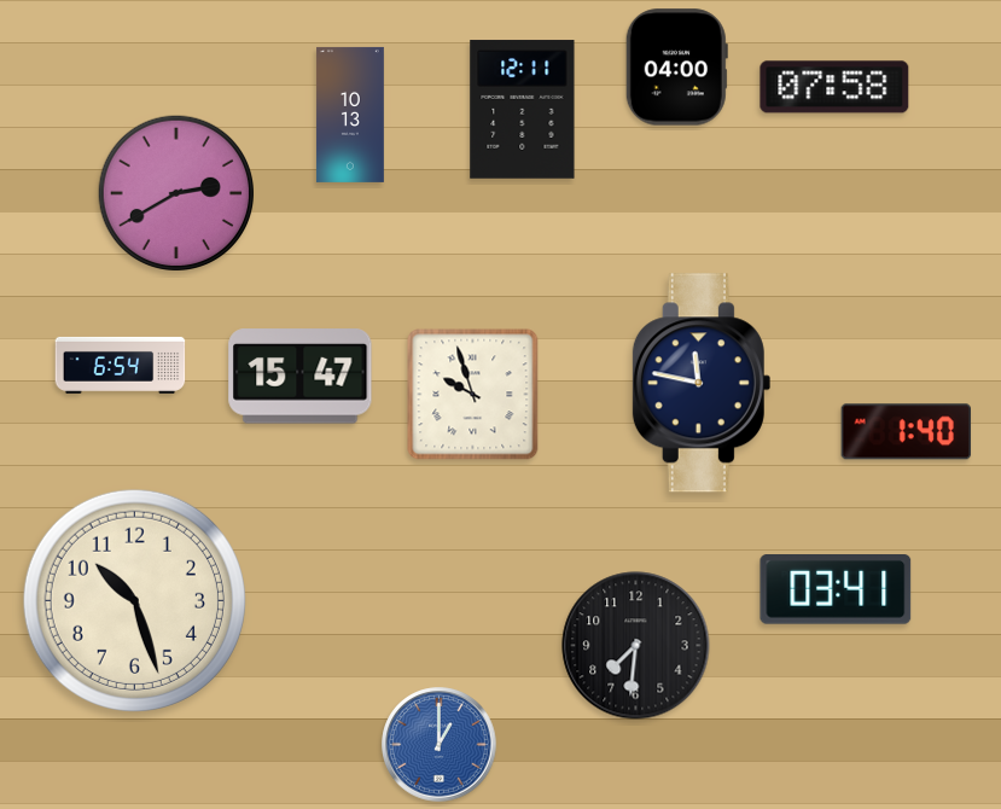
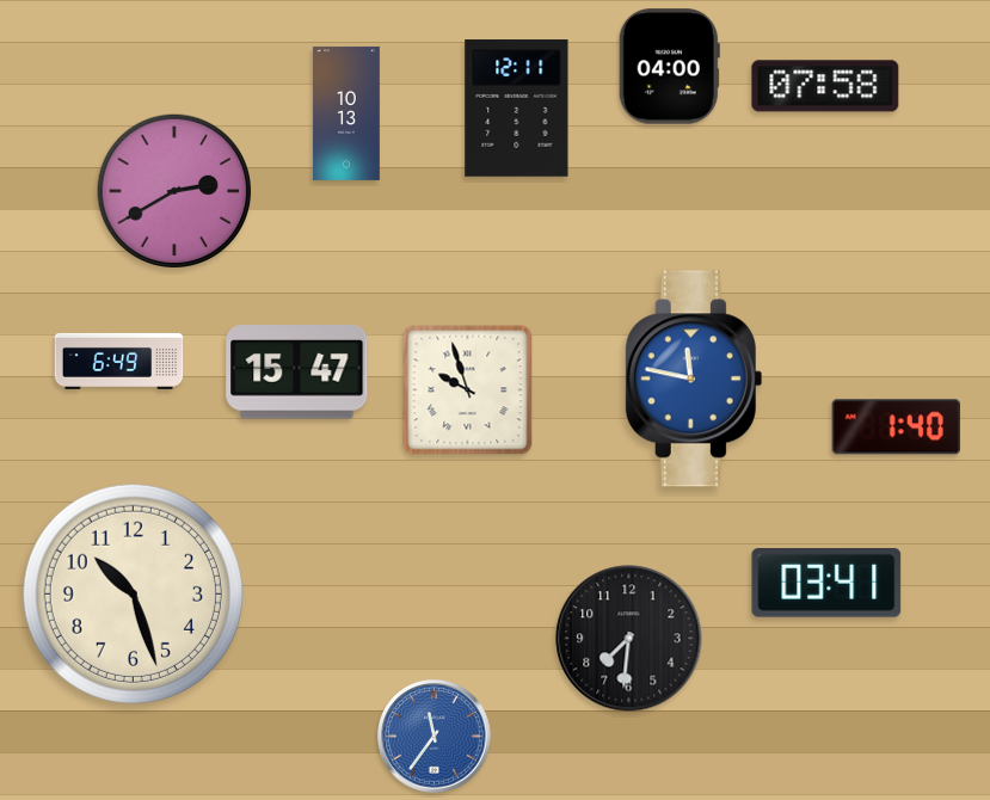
clock at (121, 365): 6:54 -> 6:49
clock at (702, 383) dial: navy -> blue
clock at (440, 745): 1:00 -> 11:36
